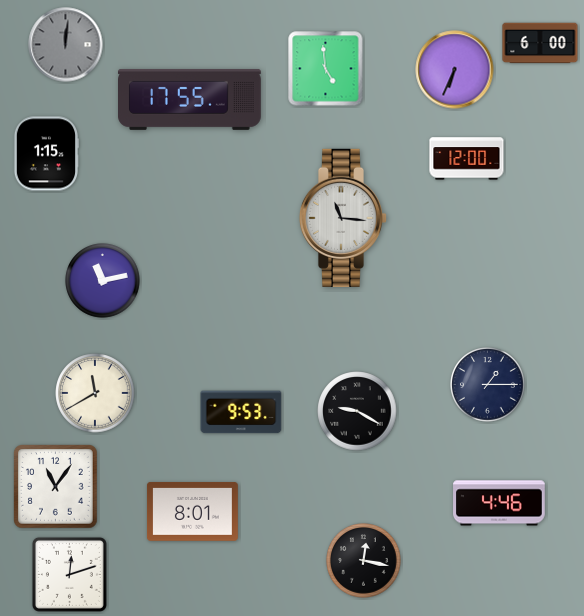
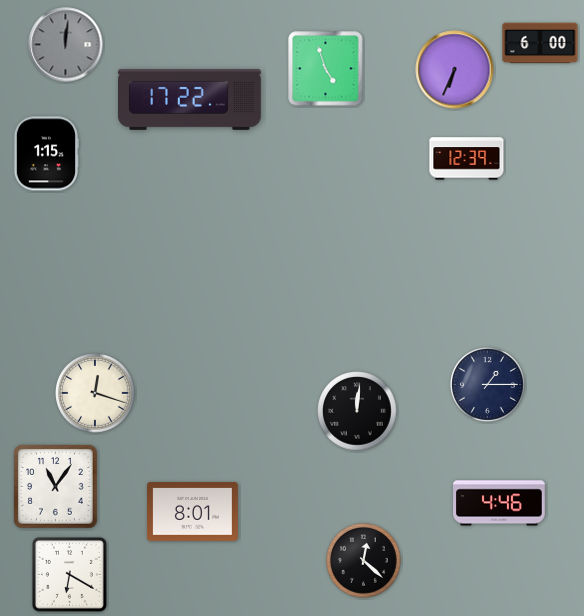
clock at (326, 69): 4:59 -> 4:57
clock at (190, 99): 17:55 -> 17:22
clock at (467, 159): 12:00 -> 12:39
clock at (343, 218): 11:16 -> none
clock at (103, 281): 11:13 -> none
clock at (95, 393): 11:40 -> 12:18
clock at (357, 411): 9:20 -> 12:01
clock at (241, 412): 9:53 -> none
clock at (364, 561): 12:17 -> 12:22
clock at (69, 574): 12:12 -> 6:20
